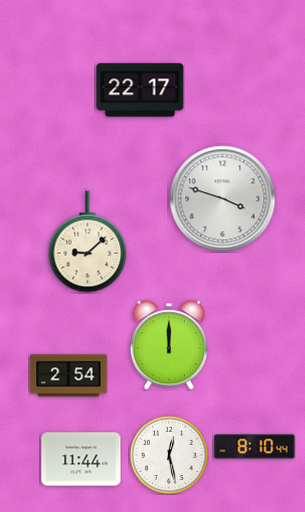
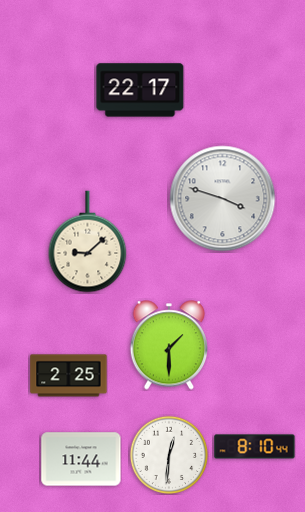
clock at (169, 345): 12:00 -> 1:30
clock at (69, 376): 2:54 -> 2:25
clock at (169, 455): 12:28 -> 12:31
